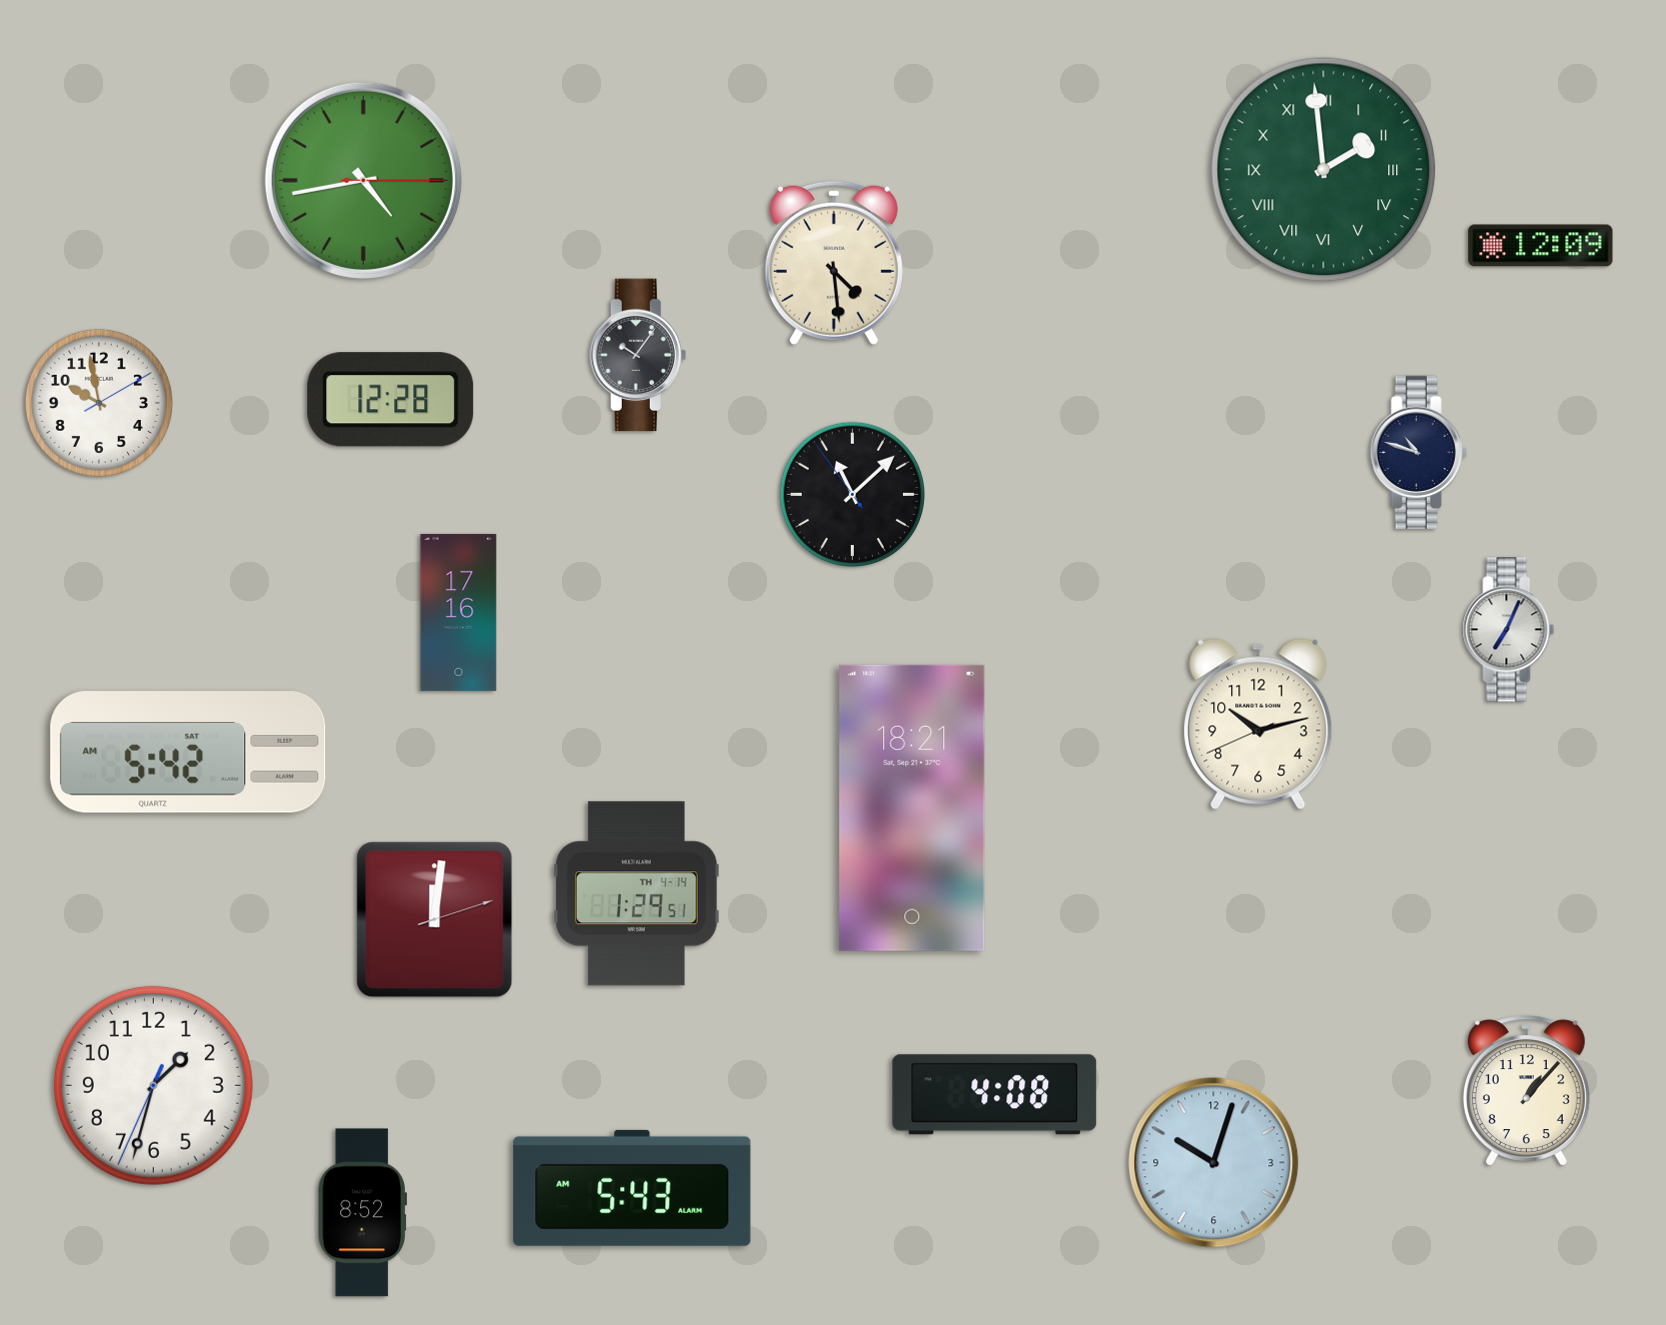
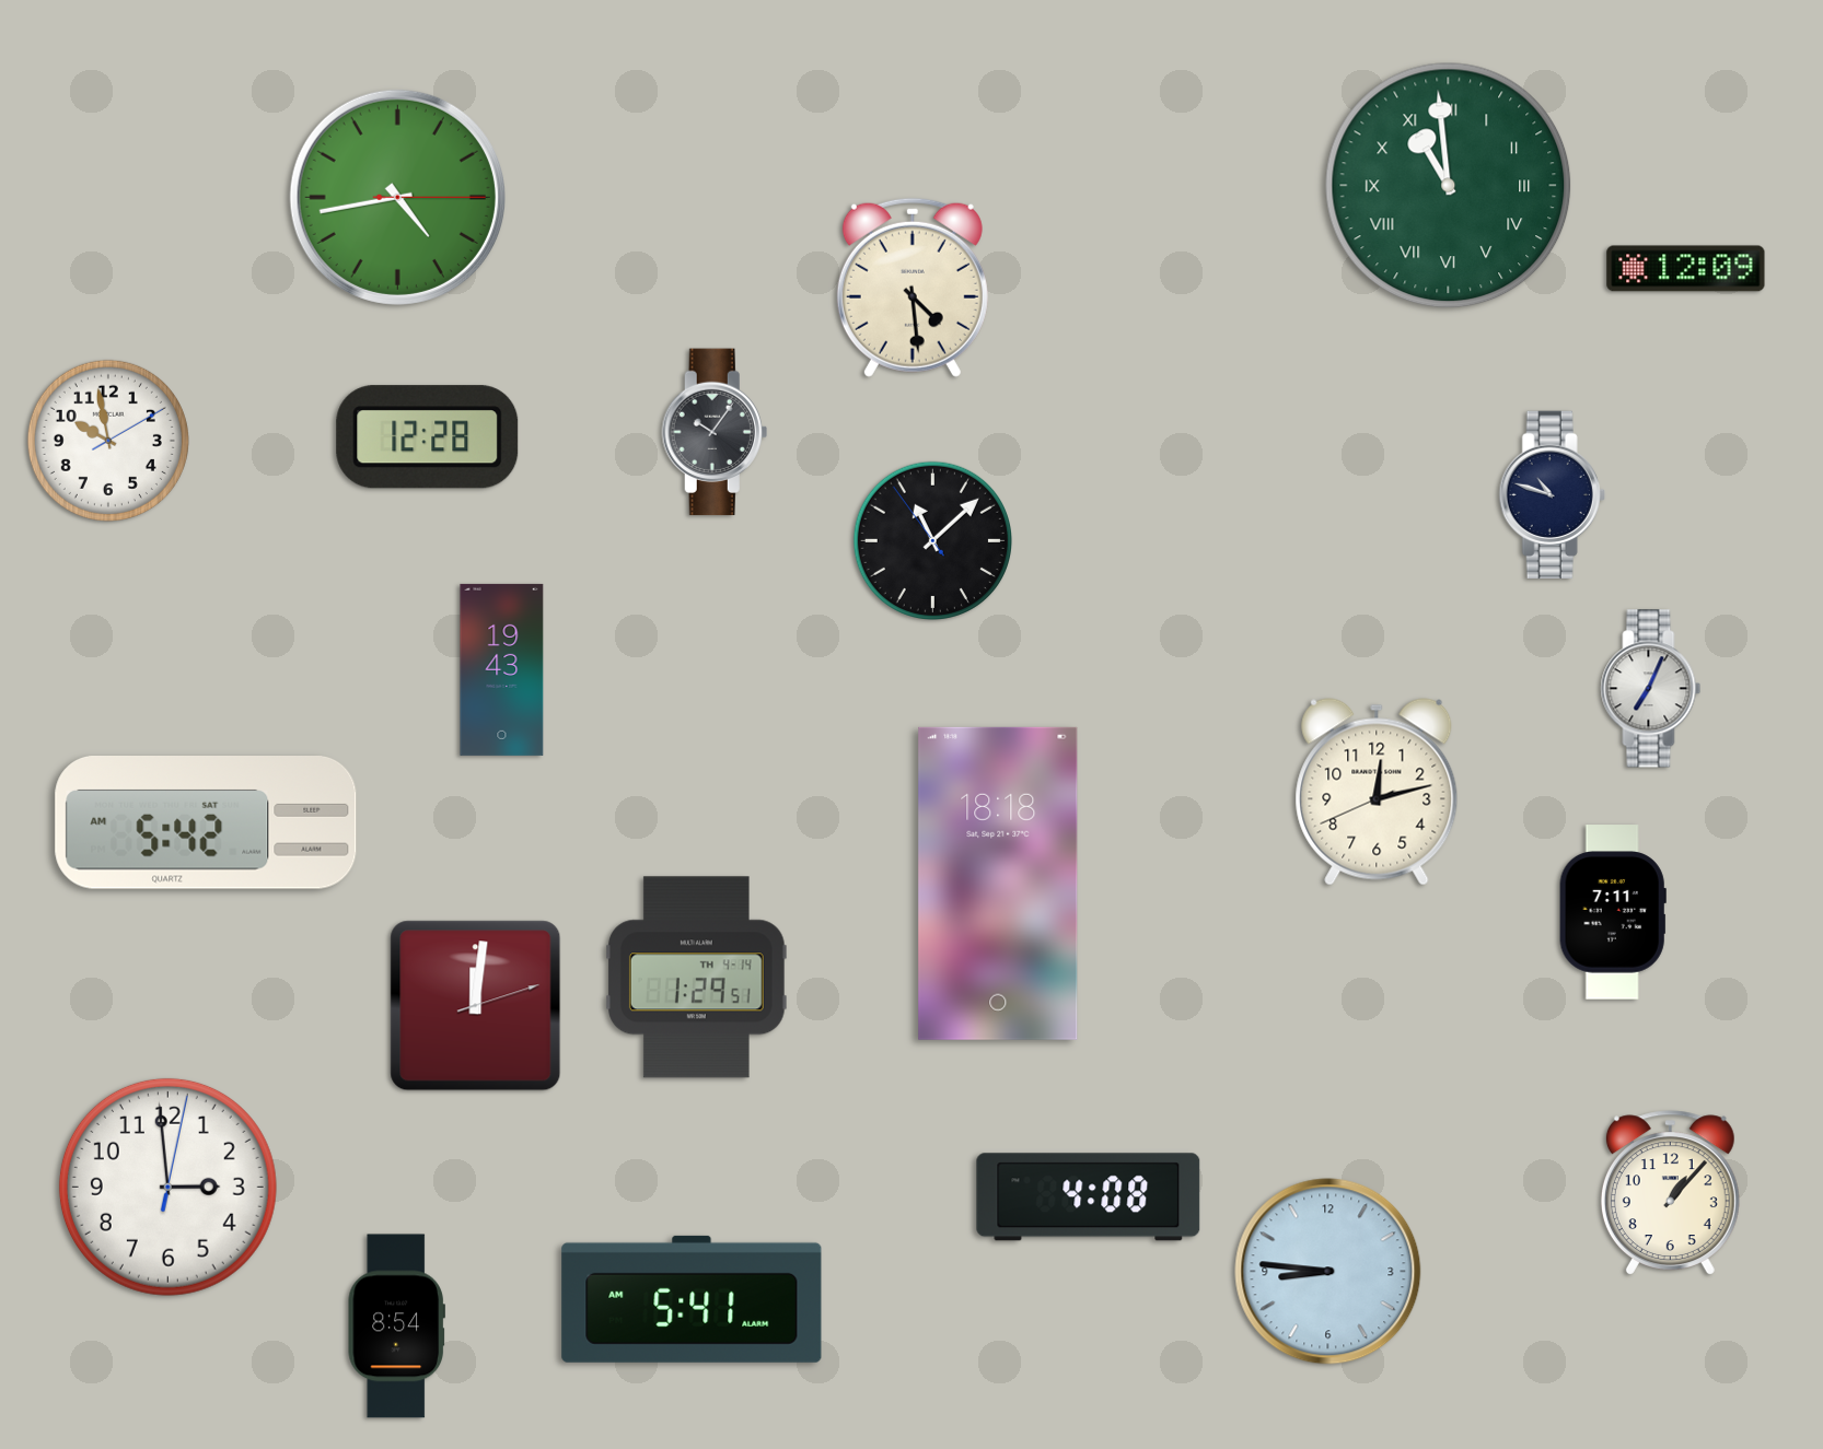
clock at (1324, 170): 1:59 -> 10:59
clock at (638, 355) position: (638, 355) -> (715, 432)
clock at (459, 612): 17:16 -> 19:43
clock at (1258, 724): 10:12 -> 12:12
clock at (912, 808): 18:21 -> 18:18
clock at (1613, 912): none -> 7:11
clock at (153, 1085): 1:32 -> 2:59
clock at (1214, 1163): 10:03 -> 8:46
clock at (632, 1188): 5:43 -> 5:41
clock at (362, 1213): 8:52 -> 8:54
